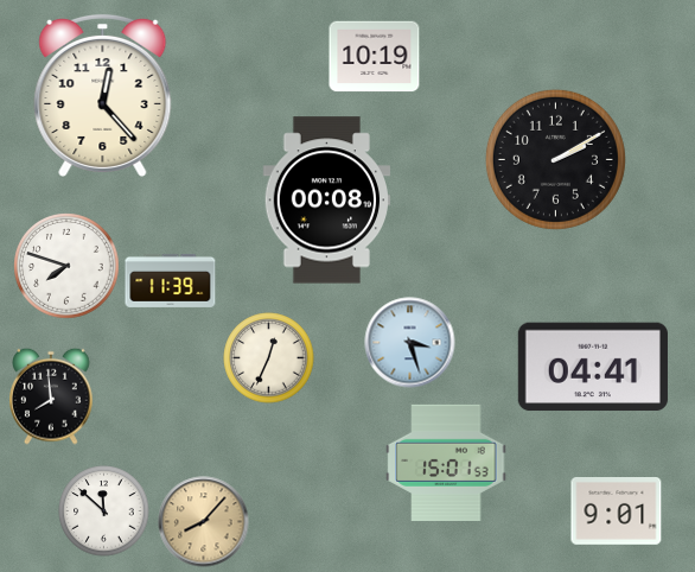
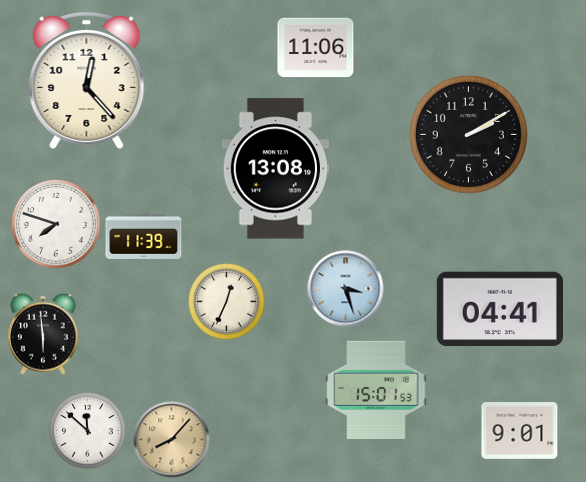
clock at (375, 57): 10:19 -> 11:06
clock at (327, 201): 00:08 -> 13:08
clock at (51, 396): 7:59 -> 5:59
